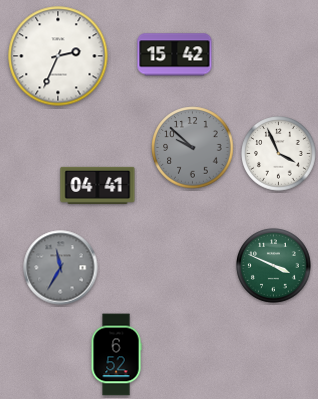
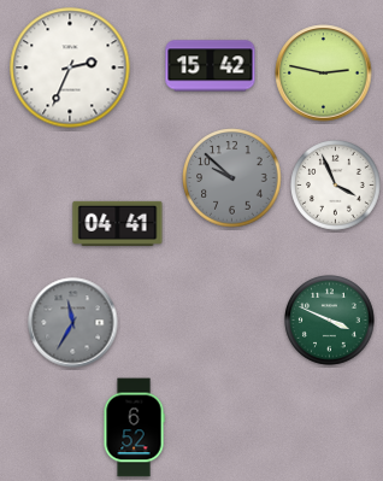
clock at (324, 74): none -> 2:47
clock at (116, 355) position: (116, 355) -> (134, 428)
